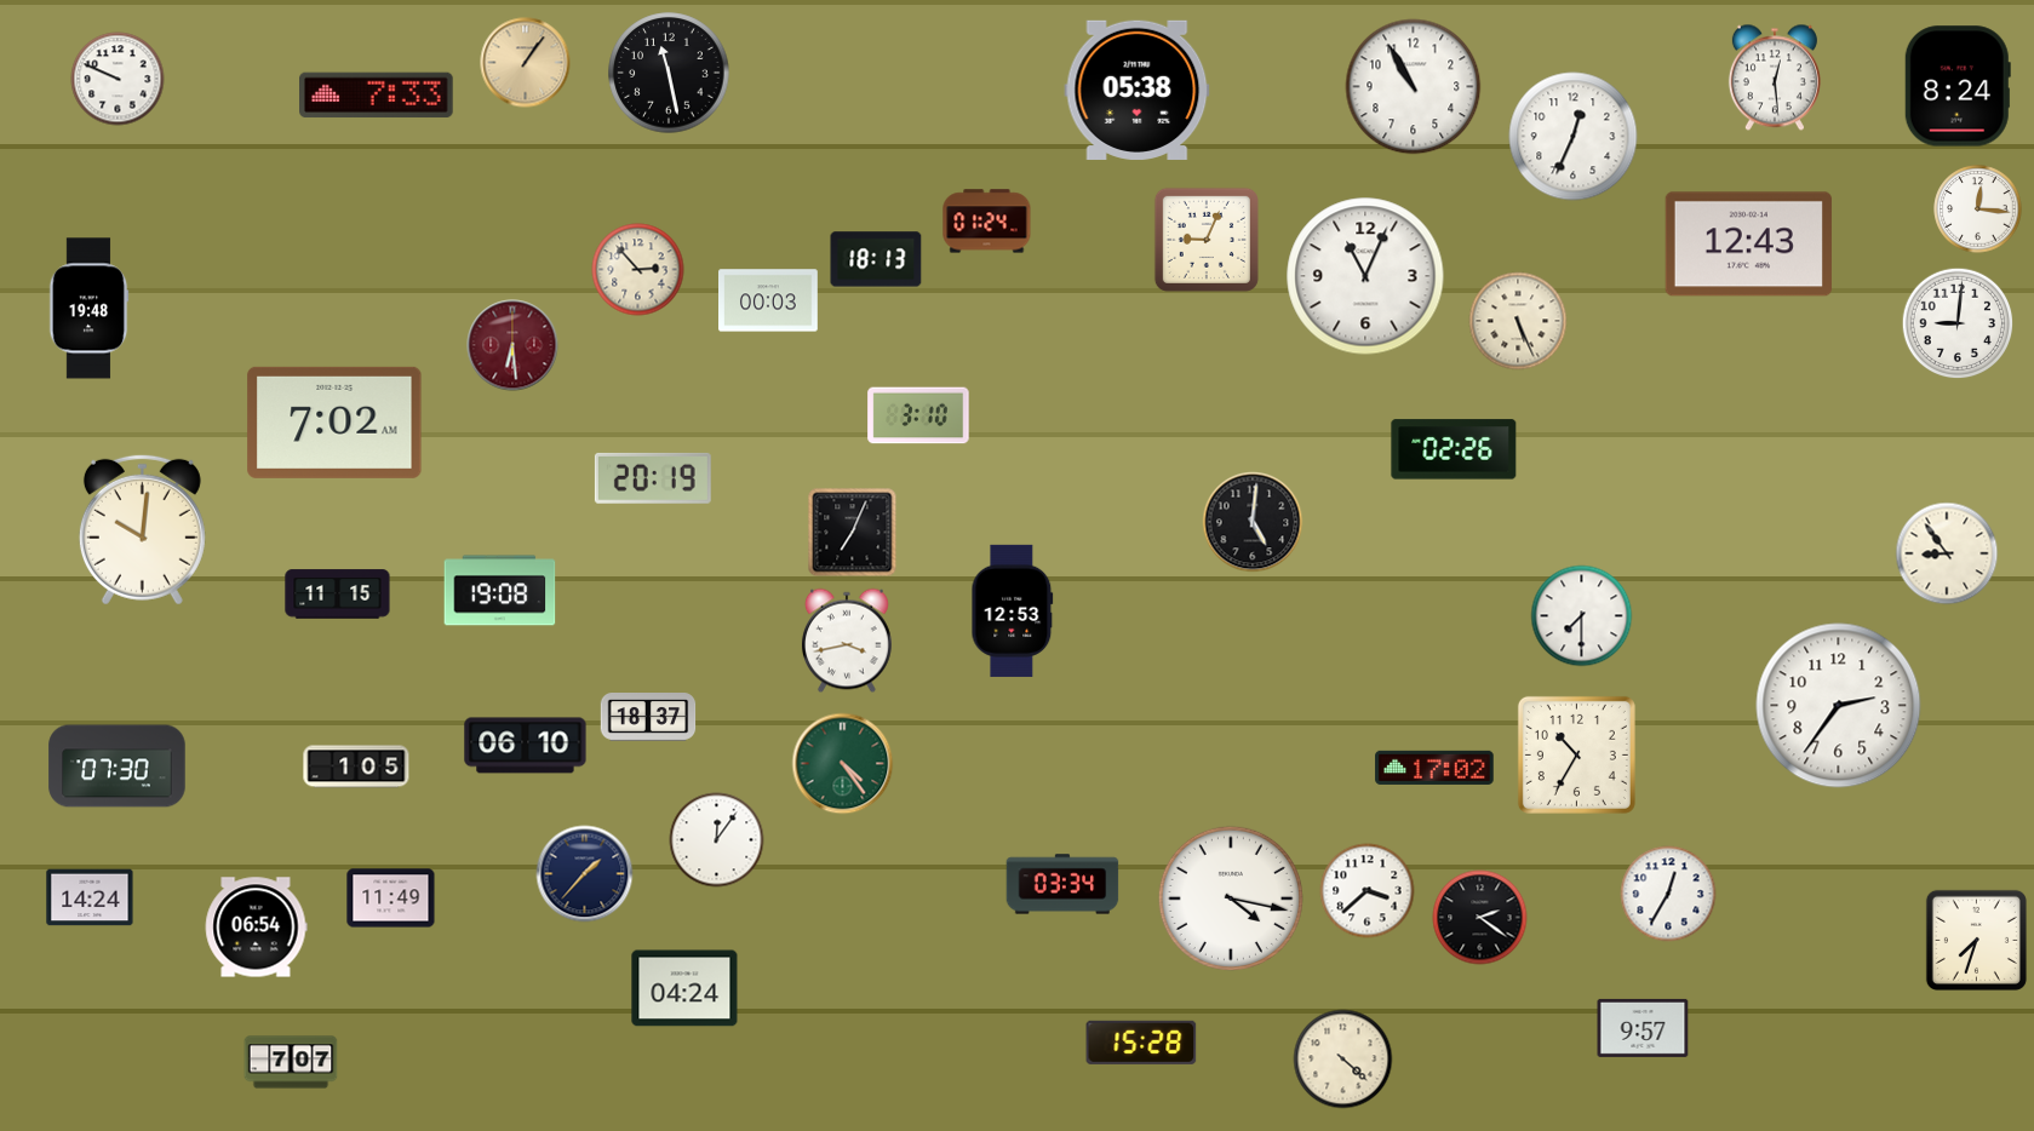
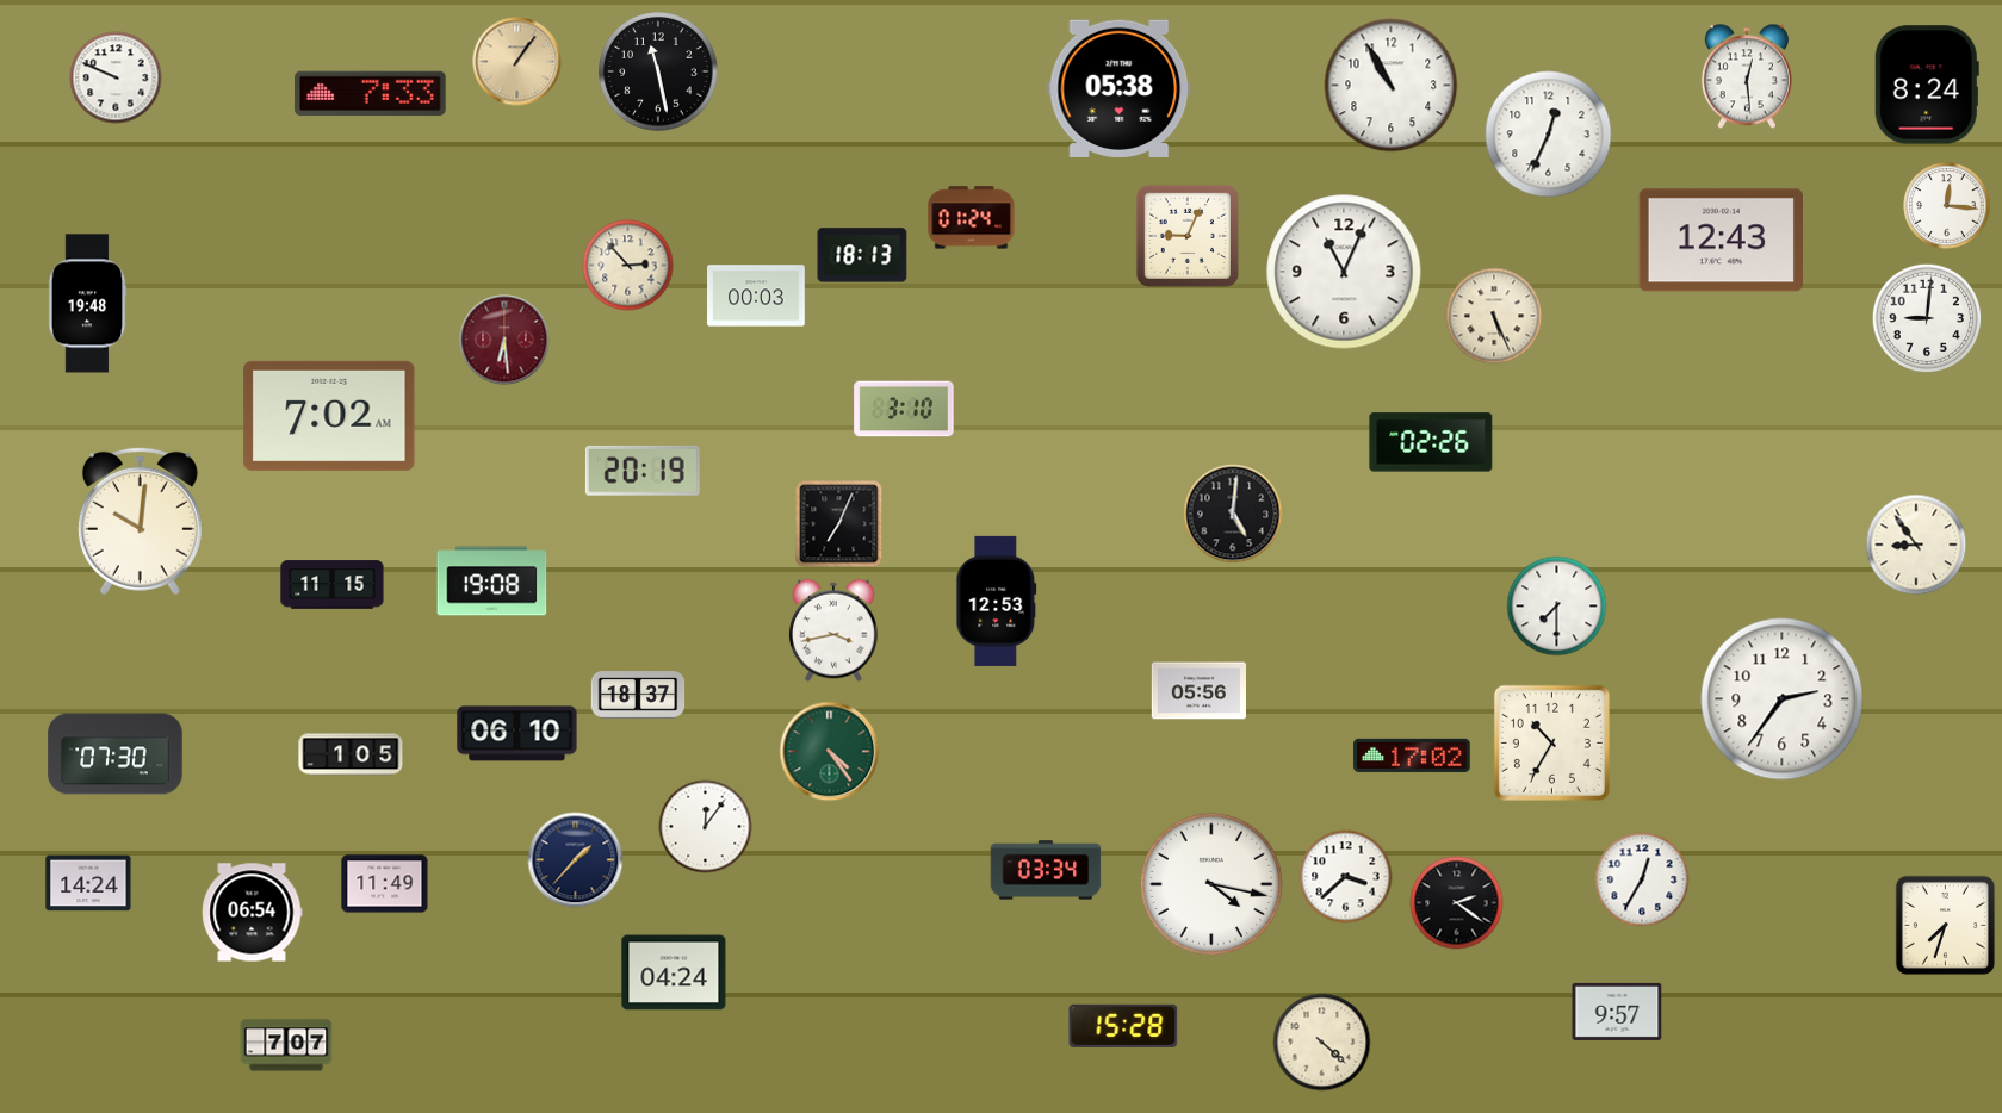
clock at (1198, 691): none -> 05:56
clock at (1839, 706) position: (1839, 706) -> (1783, 699)
clock at (648, 717) position: (648, 717) -> (638, 695)
